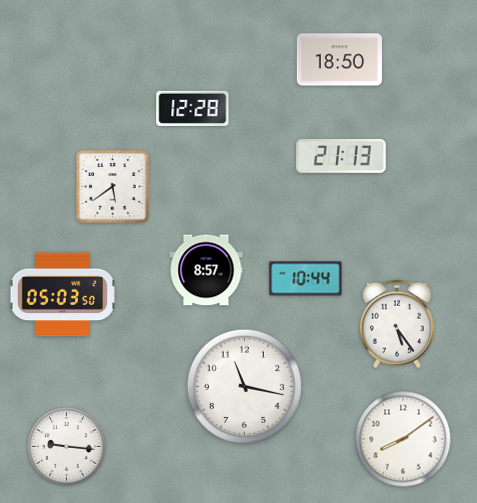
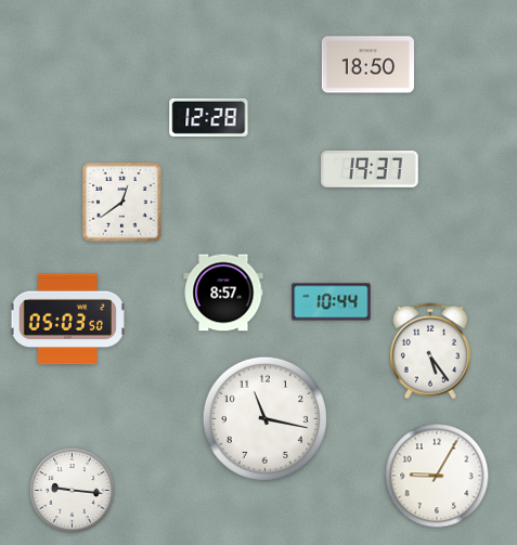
clock at (341, 156): 21:13 -> 19:37
clock at (113, 187): 5:39 -> 12:39
clock at (403, 439): 8:09 -> 9:05
clock at (67, 447) position: (67, 447) -> (73, 491)
